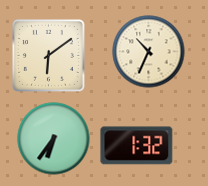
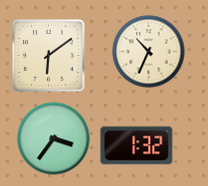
clock at (54, 139): 6:36 -> 3:36
